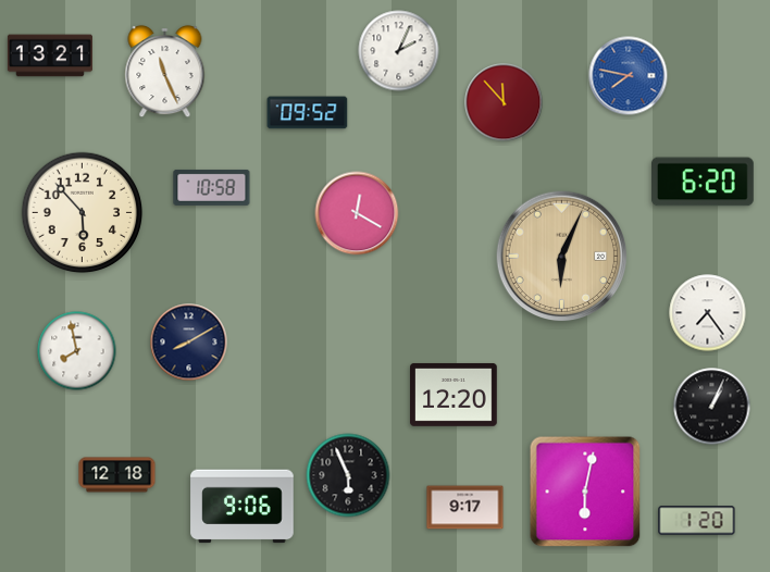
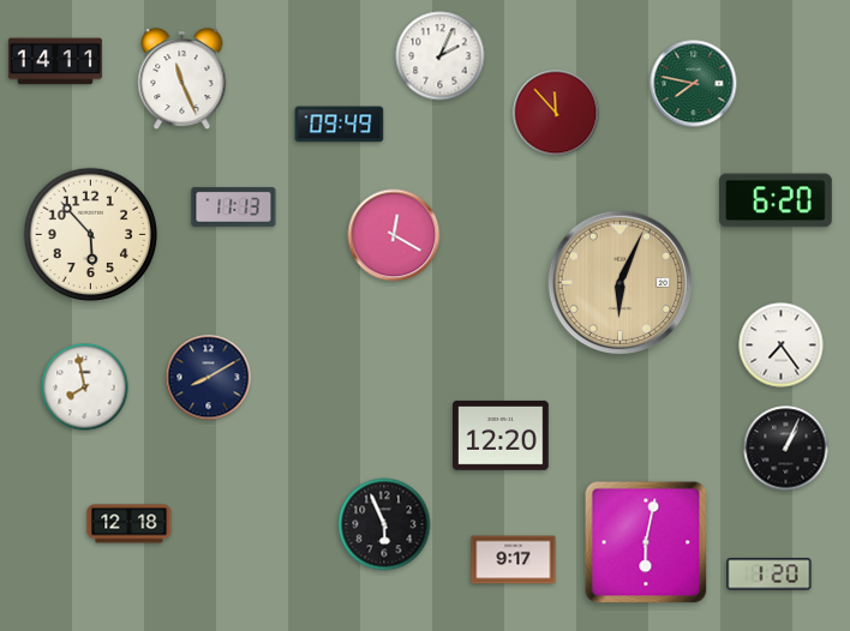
clock at (50, 55): 13:21 -> 14:11
clock at (629, 76) dial: blue -> green
clock at (308, 113): 09:52 -> 09:49
clock at (212, 187): 10:58 -> 11:13
clock at (243, 507): 9:06 -> none
